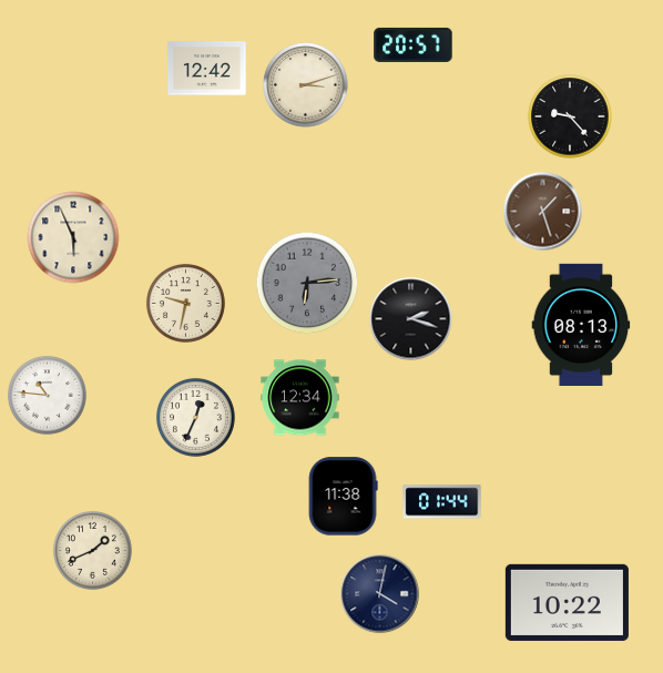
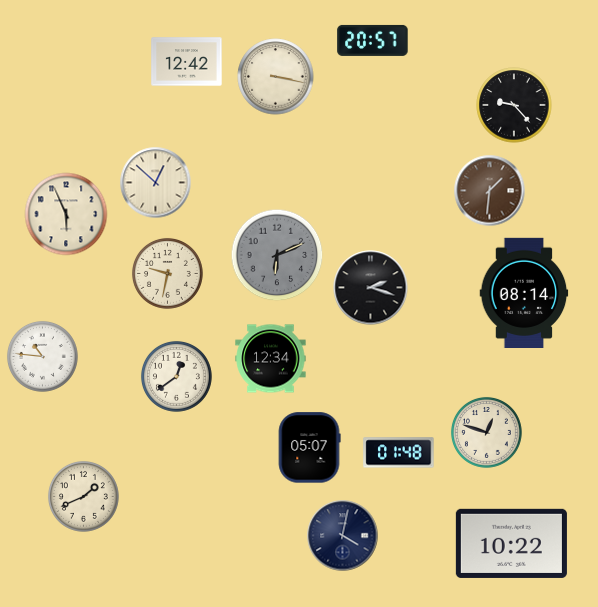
clock at (306, 85): 3:12 -> 3:17
clock at (156, 183): none -> 12:52
clock at (543, 212): 1:27 -> 1:31
clock at (307, 283): 6:14 -> 6:11
clock at (581, 324): 08:13 -> 08:14
clock at (195, 417): 12:34 -> 12:39
clock at (486, 432): none -> 12:48
clock at (343, 497): 11:38 -> 05:07
clock at (442, 502): 01:44 -> 01:48
